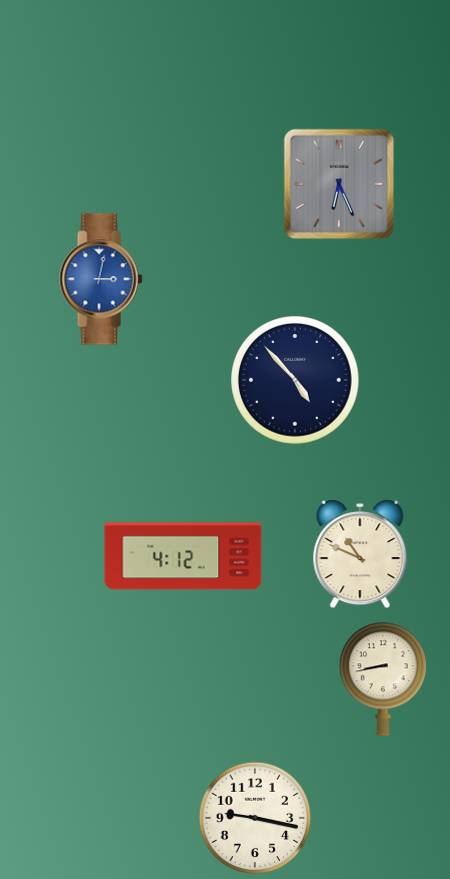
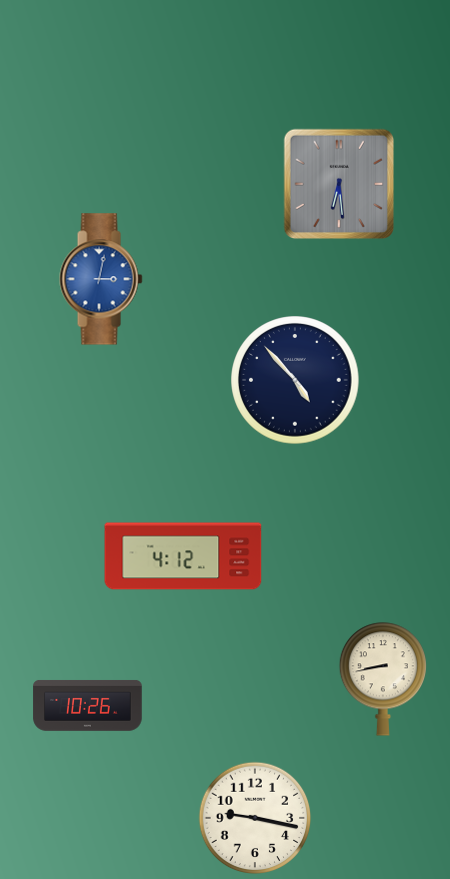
clock at (339, 184): 6:26 -> 6:29
clock at (360, 554): 10:49 -> none
clock at (88, 706): none -> 10:26
